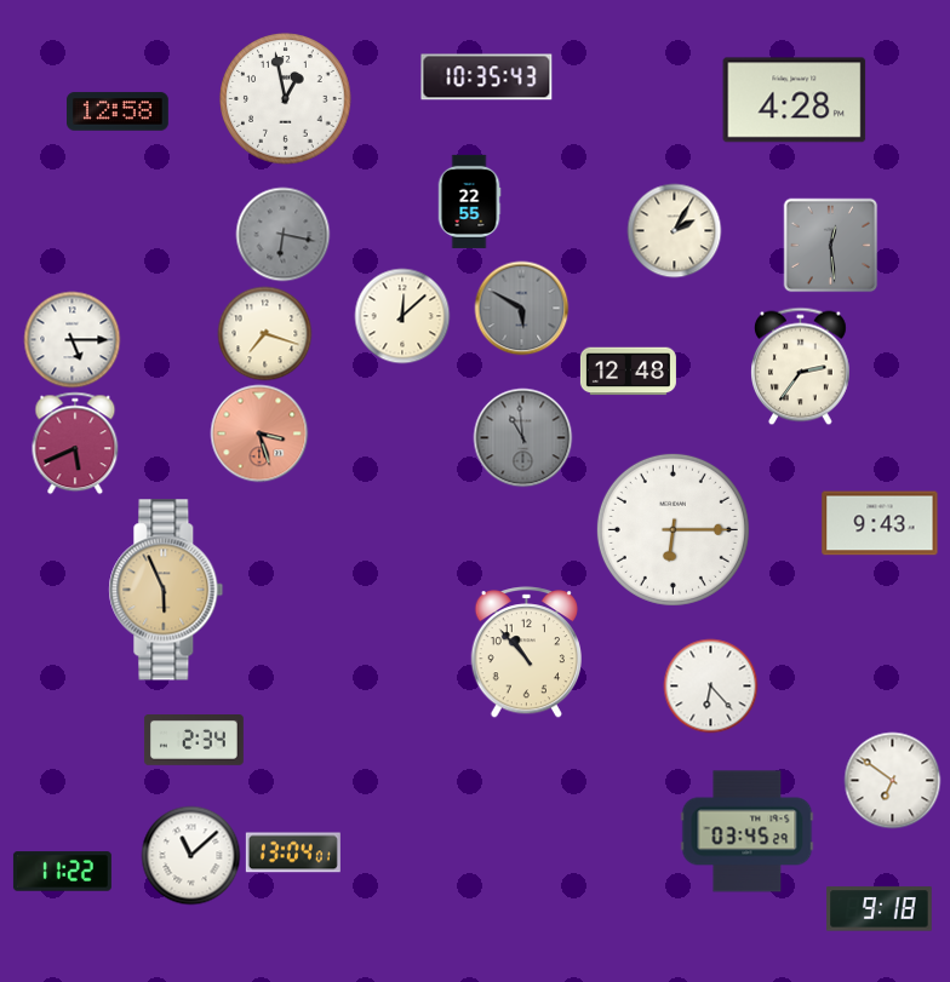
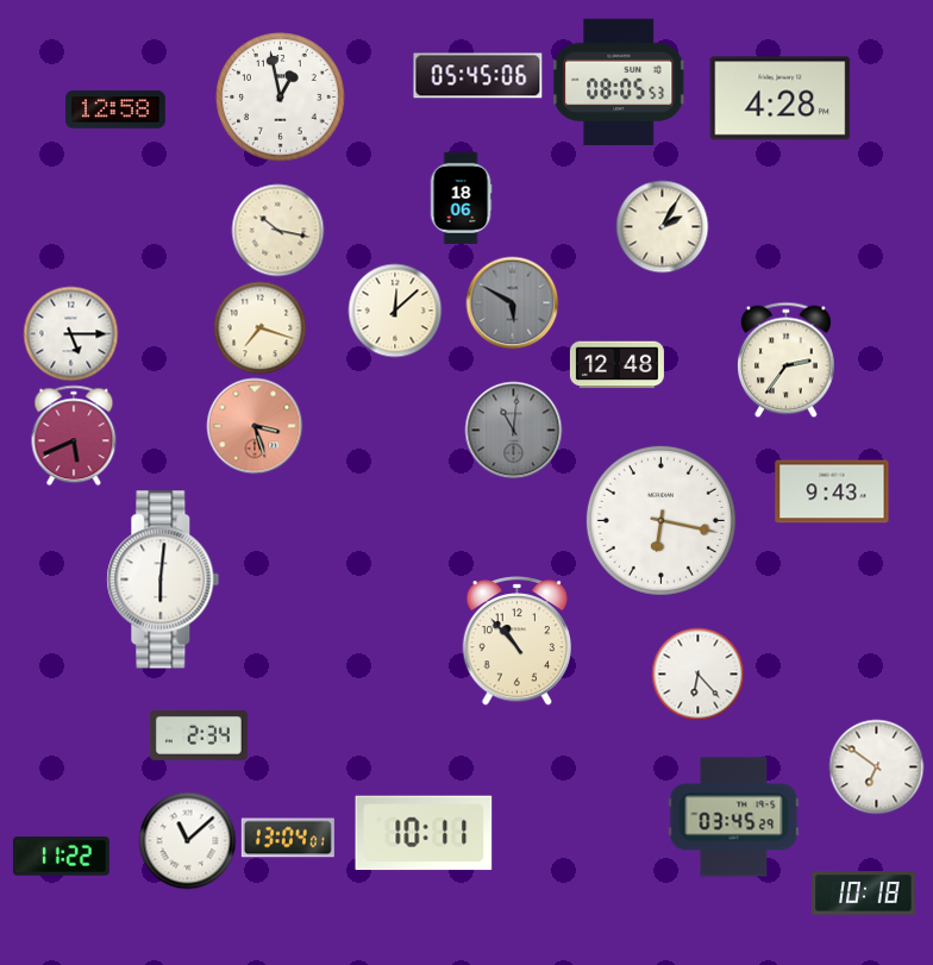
clock at (487, 77): 10:35 -> 05:45
clock at (619, 81): none -> 08:05
clock at (469, 201): 22:55 -> 18:06
clock at (282, 234): 6:17 -> 10:17
clock at (282, 234) dial: grey -> cream
clock at (830, 245): 12:29 -> none
clock at (522, 437): 10:59 -> 11:01
clock at (880, 523) position: (880, 523) -> (832, 491)
clock at (673, 529): 6:15 -> 6:17
clock at (166, 590): 5:56 -> 6:01
clock at (166, 590) dial: champagne -> white
clock at (194, 741) position: (194, 741) -> (199, 737)
clock at (424, 833): none -> 10:11
clock at (880, 909): 9:18 -> 10:18
